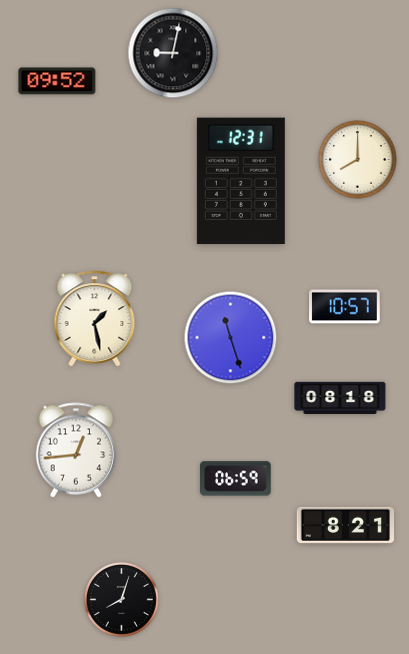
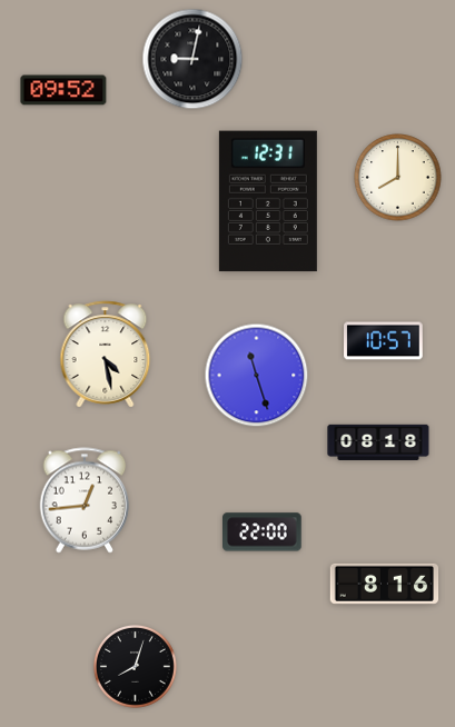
clock at (95, 319): 1:28 -> 4:28
clock at (236, 479): 06:59 -> 22:00
clock at (346, 525): 8:21 -> 8:16
